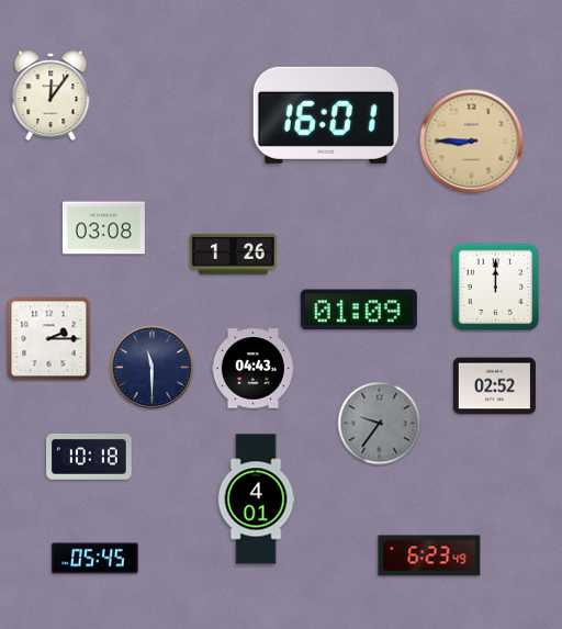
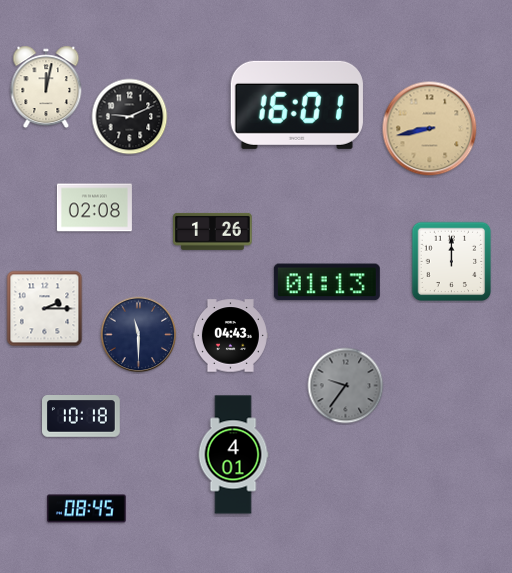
clock at (50, 96): 12:06 -> 12:02
clock at (130, 117): none -> 9:11
clock at (472, 142): 8:45 -> 8:43
clock at (103, 228): 03:08 -> 02:08
clock at (359, 310): 01:09 -> 01:13
clock at (494, 386): 02:52 -> none
clock at (429, 555): 6:23 -> none
clock at (95, 559): 05:45 -> 08:45
